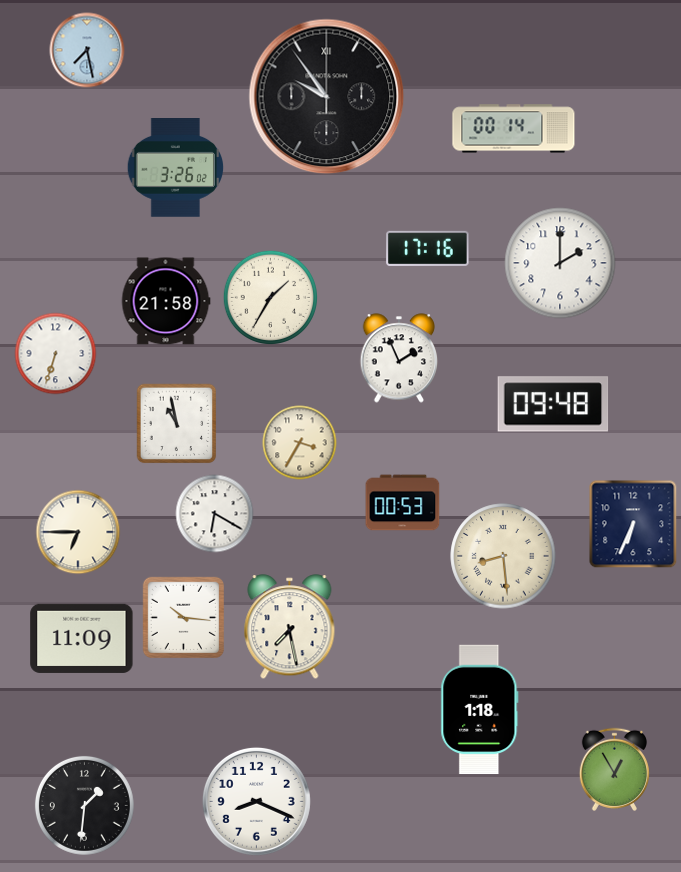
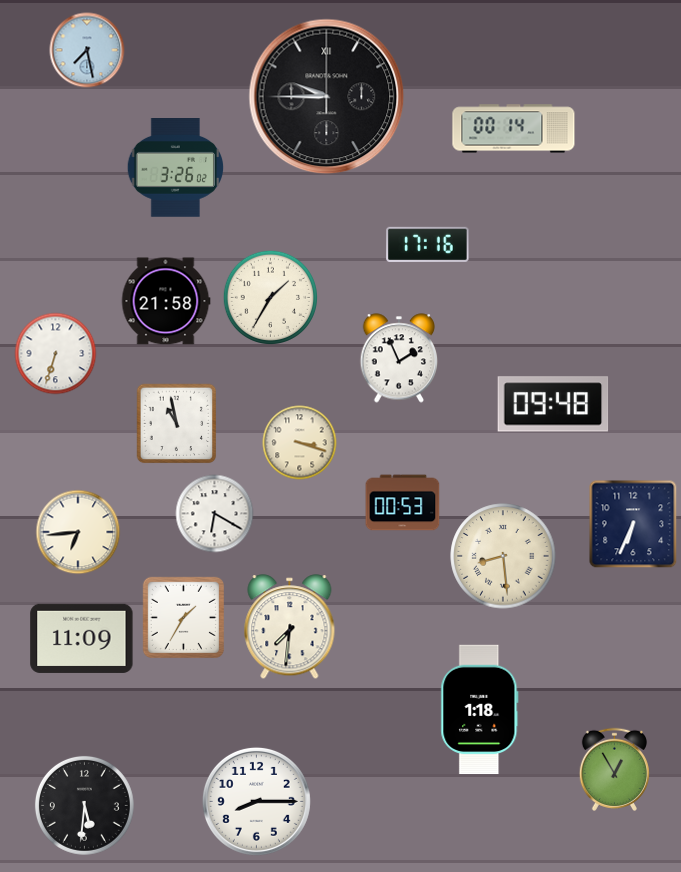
clock at (327, 97): 9:54 -> 9:45
clock at (428, 248) position: (428, 248) -> (428, 244)
clock at (560, 263): 2:00 -> none
clock at (300, 443): 3:35 -> 3:18
clock at (78, 532): 6:45 -> 6:44
clock at (183, 617): 10:16 -> 1:35
clock at (290, 627): 7:28 -> 7:31
clock at (256, 801): 8:19 -> 8:15
clock at (84, 805): 1:31 -> 5:31
